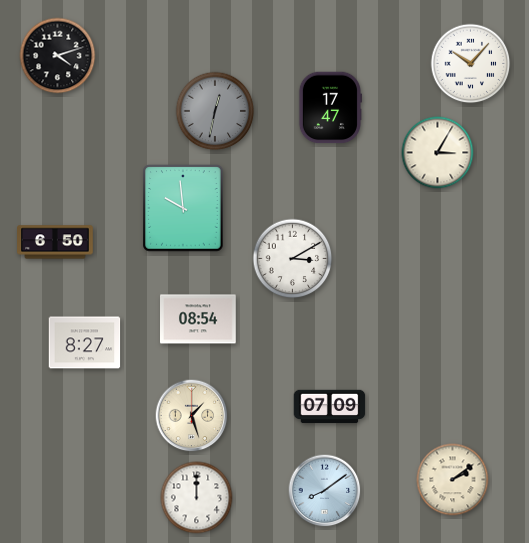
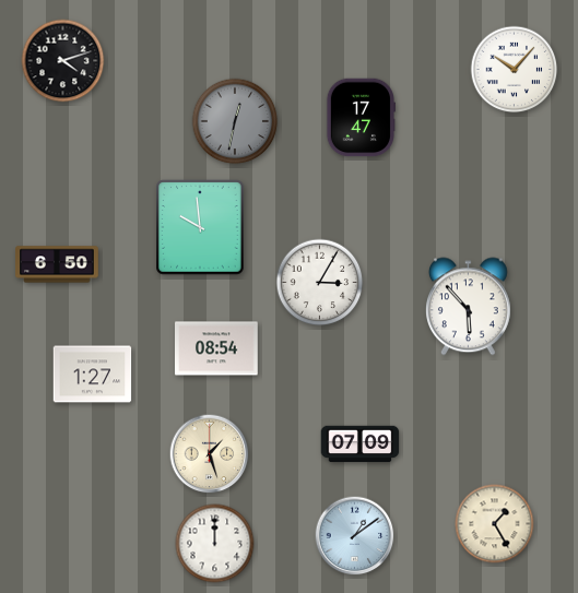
clock at (438, 153): 3:05 -> none
clock at (55, 242) position: (55, 242) -> (57, 264)
clock at (293, 259): 3:10 -> 3:05
clock at (468, 307): none -> 5:53
clock at (85, 343): 8:27 -> 1:27
clock at (453, 480): 2:09 -> 1:25
clock at (325, 491): 8:09 -> 1:09
